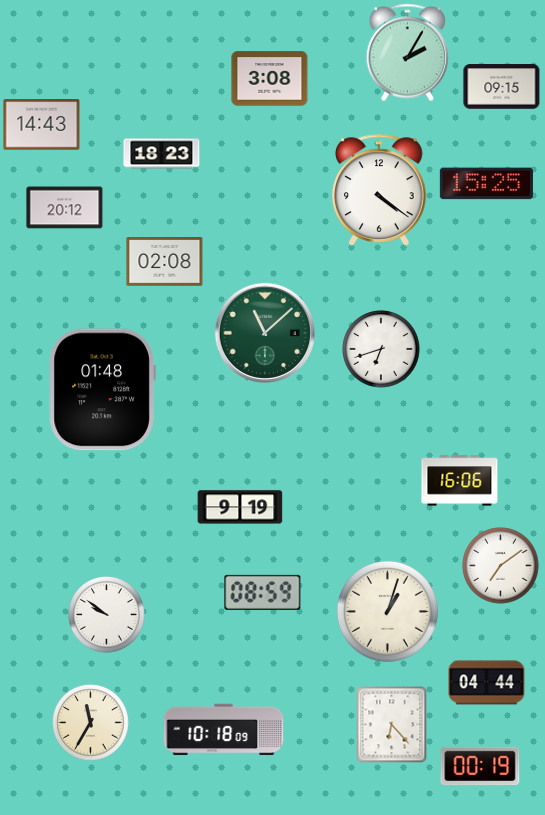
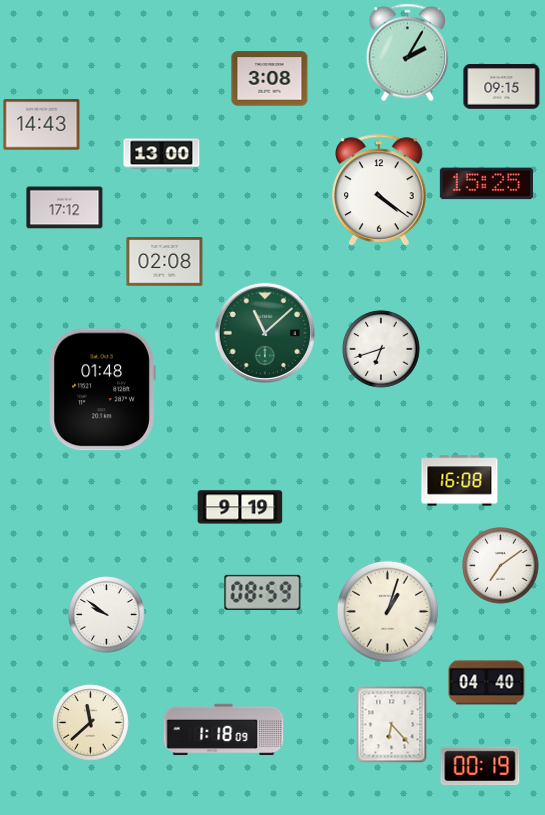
clock at (162, 154): 18:23 -> 13:00
clock at (65, 208): 20:12 -> 17:12
clock at (460, 481): 16:06 -> 16:08
clock at (487, 683): 04:44 -> 04:40
clock at (91, 723): 11:35 -> 11:38
clock at (224, 730): 10:18 -> 1:18
